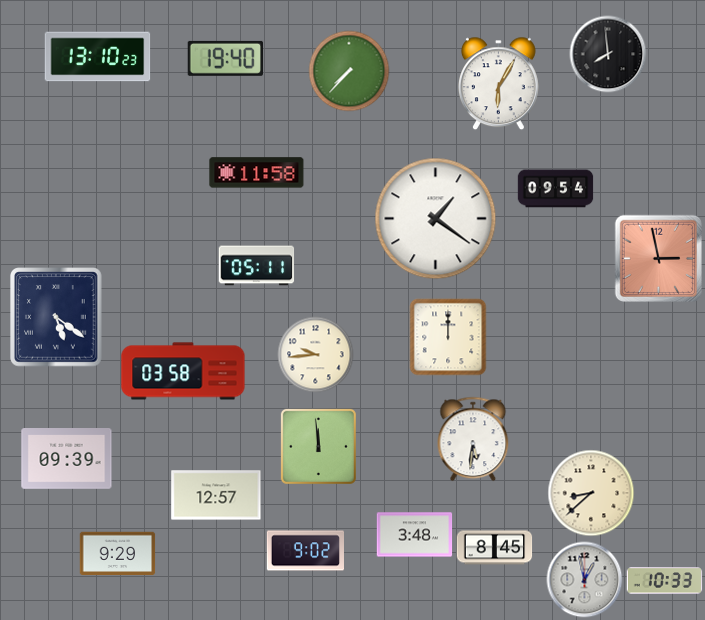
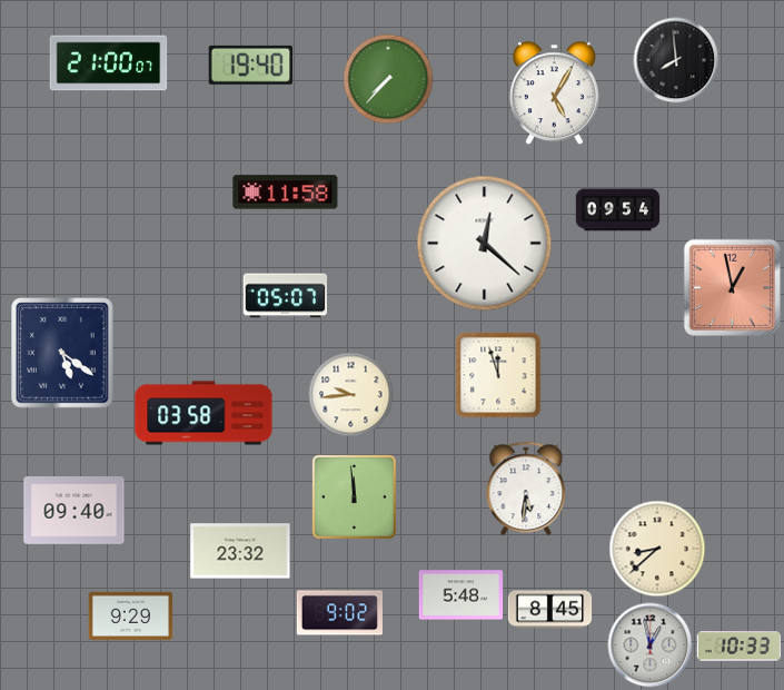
clock at (98, 57): 13:10 -> 21:00
clock at (498, 84): 6:05 -> 5:05
clock at (436, 219): 1:21 -> 12:22
clock at (658, 258): 2:58 -> 12:58
clock at (257, 266): 05:11 -> 05:07
clock at (448, 337): 12:00 -> 11:57
clock at (67, 459): 09:39 -> 09:40
clock at (216, 495): 12:57 -> 23:32
clock at (415, 535): 3:48 -> 5:48
